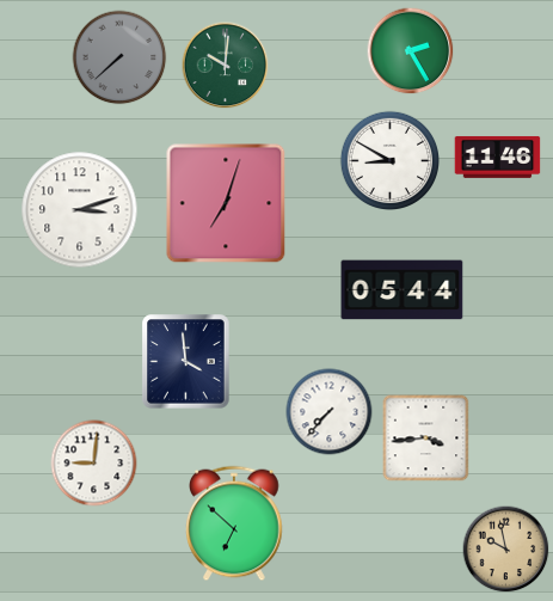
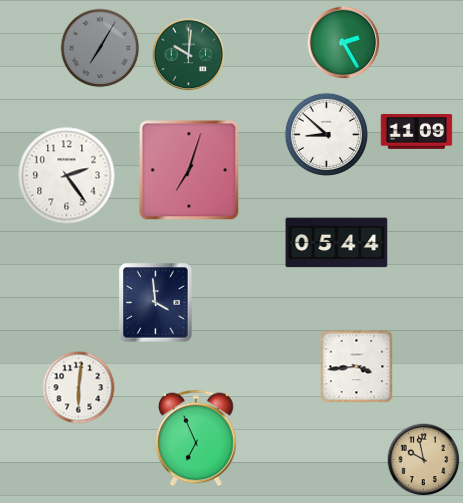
clock at (119, 57): 7:38 -> 7:05
clock at (498, 157): 11:46 -> 11:09
clock at (389, 160): 8:50 -> 8:52
clock at (80, 210): 3:12 -> 2:24
clock at (330, 412): 7:37 -> none
clock at (94, 464): 9:01 -> 6:01
clock at (234, 523): 6:52 -> 6:56
